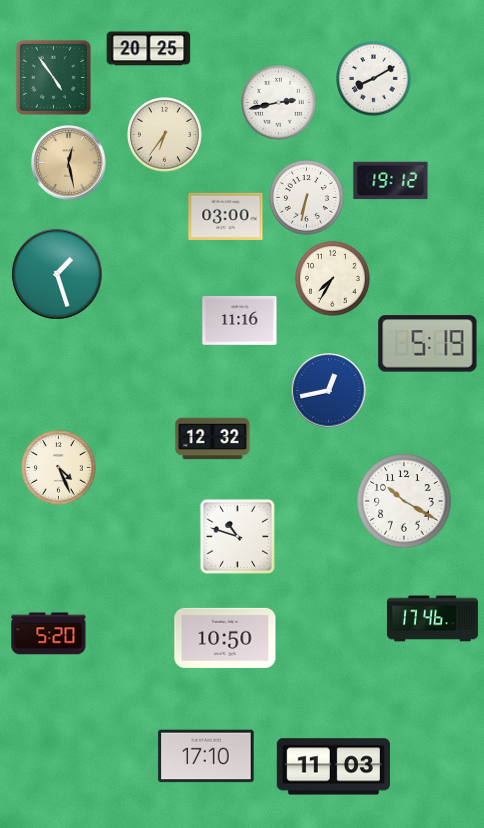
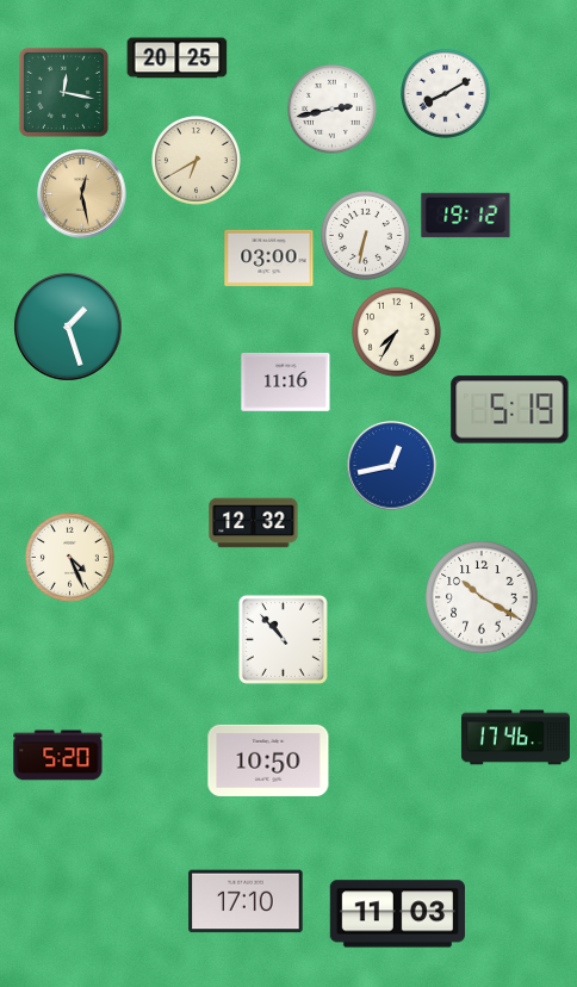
clock at (53, 77): 4:54 -> 12:17
clock at (279, 103) position: (279, 103) -> (333, 110)
clock at (165, 135): 6:36 -> 6:40
clock at (237, 536): 10:48 -> 10:53
